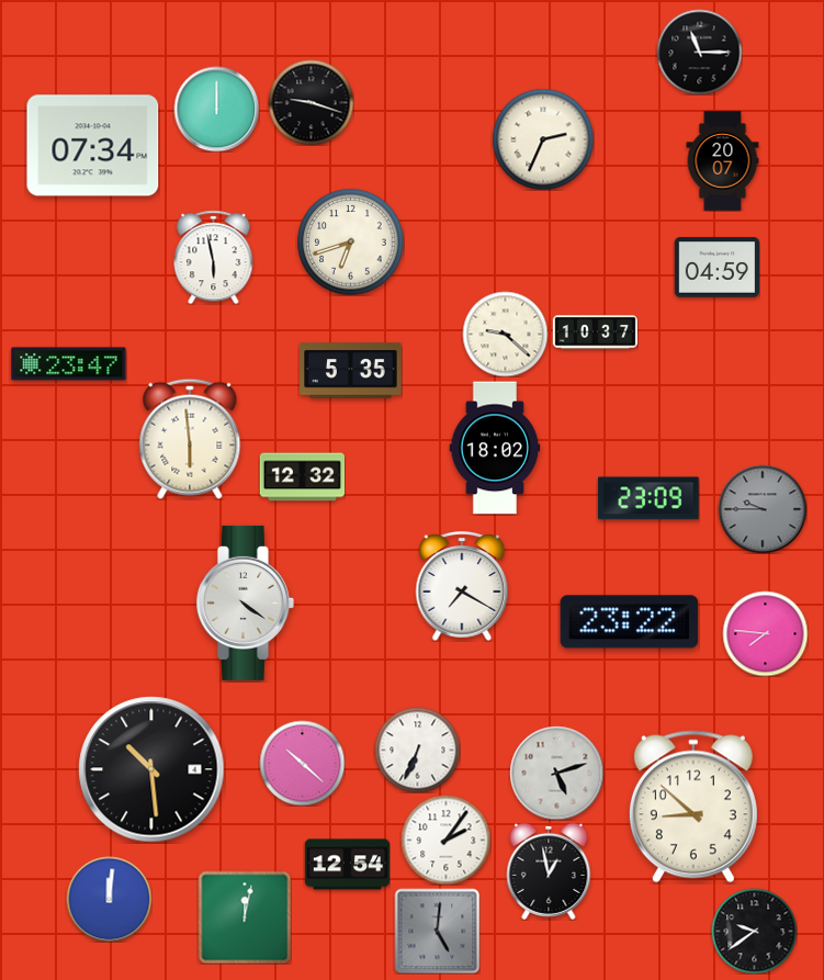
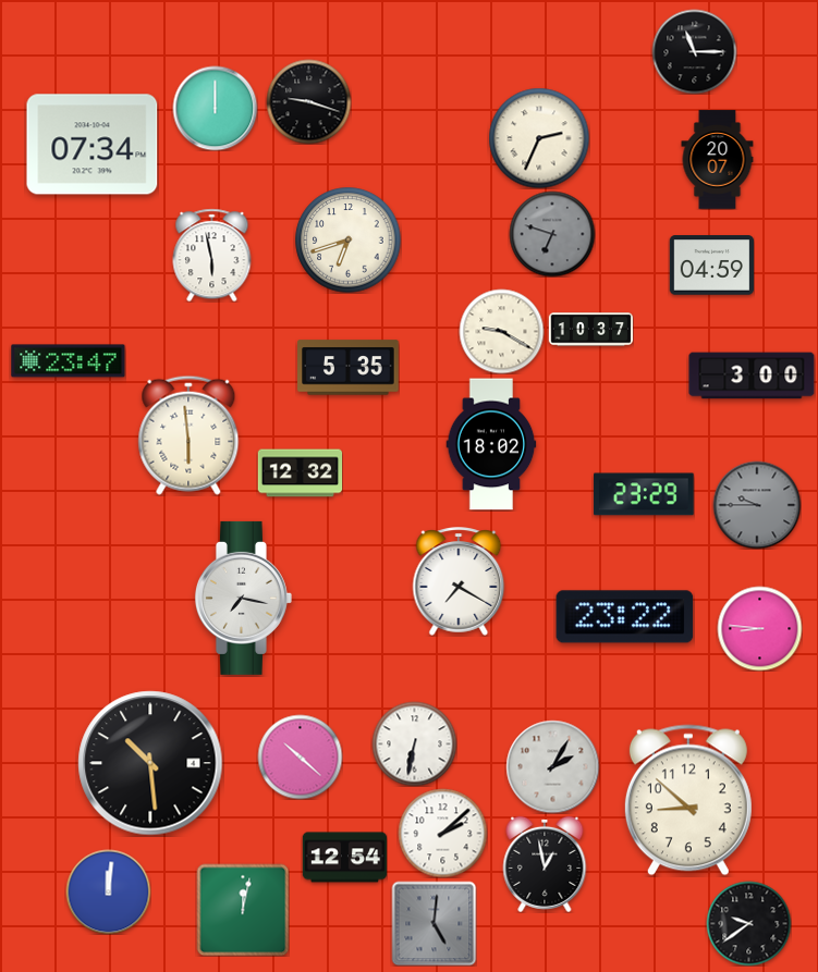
clock at (552, 234): none -> 6:48
clock at (505, 334): 9:22 -> 9:20
clock at (752, 376): none -> 3:00
clock at (648, 498): 23:09 -> 23:29
clock at (245, 602): 4:21 -> 7:17
clock at (765, 633): 7:46 -> 8:46
clock at (417, 750): 6:34 -> 6:32
clock at (556, 773): 5:12 -> 2:05
clock at (445, 840): 2:06 -> 2:08
